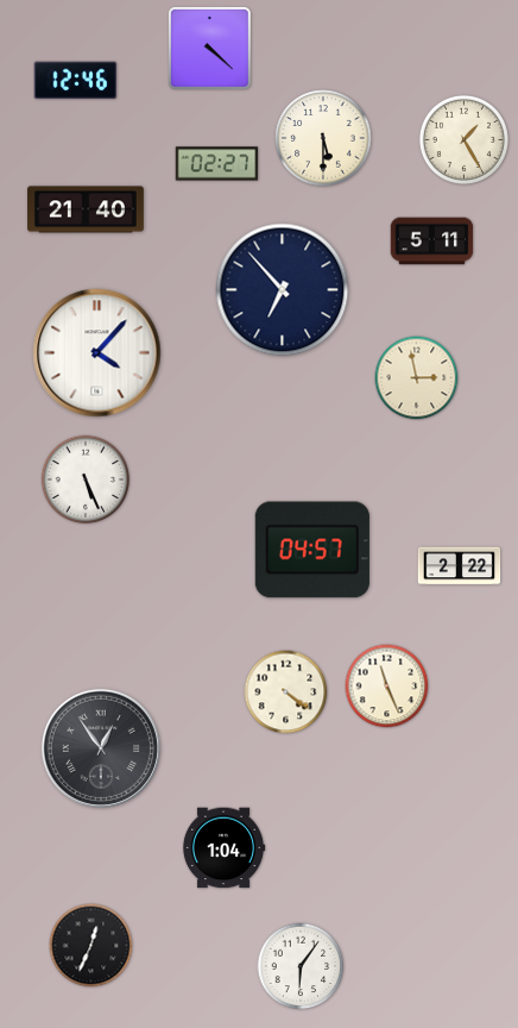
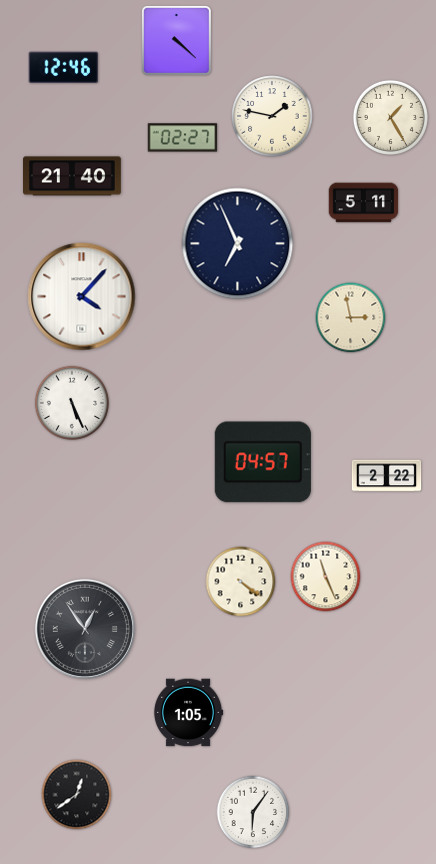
clock at (323, 138): 5:30 -> 1:47
clock at (283, 290): 6:53 -> 6:56
clock at (223, 848): 1:04 -> 1:05
clock at (91, 946): 12:34 -> 12:39
